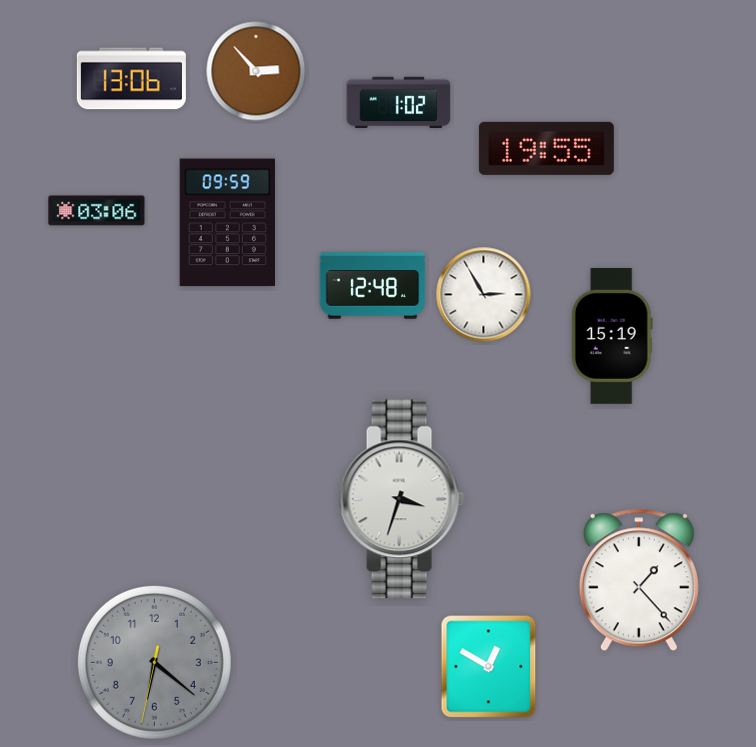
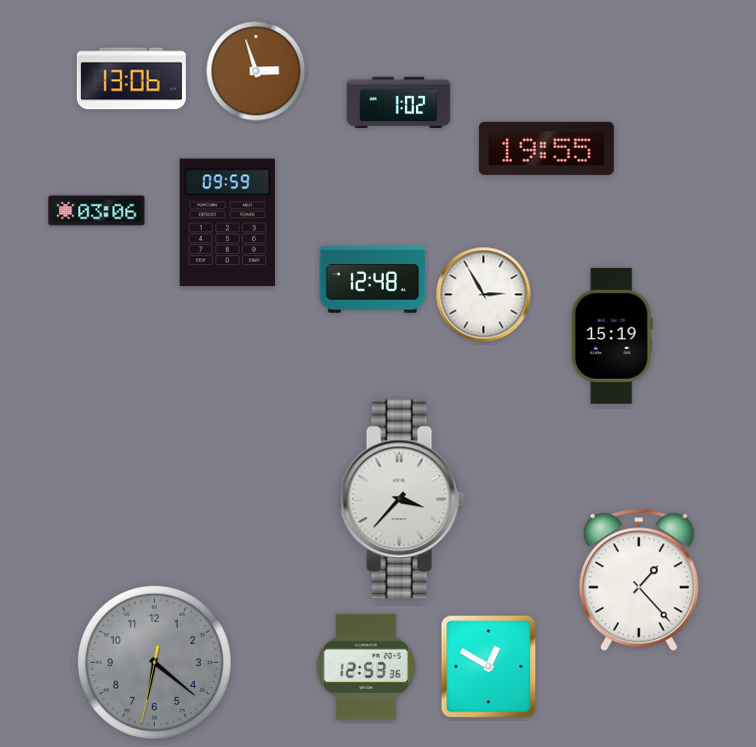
clock at (256, 71): 2:53 -> 2:57
clock at (373, 286) position: (373, 286) -> (373, 280)
clock at (402, 499): 3:33 -> 3:37
clock at (366, 667): none -> 12:53
